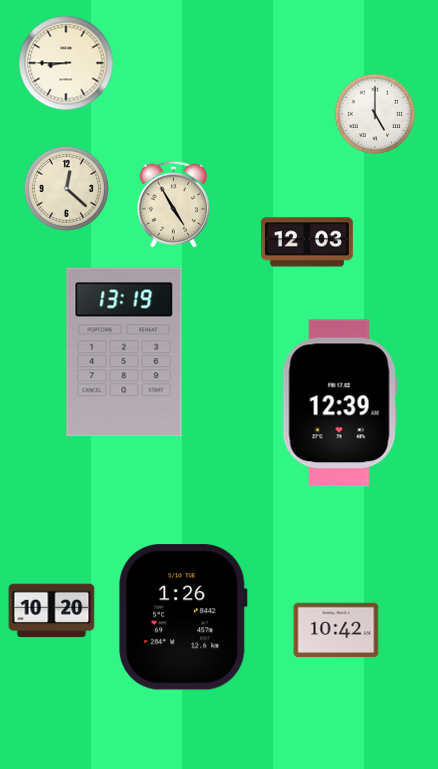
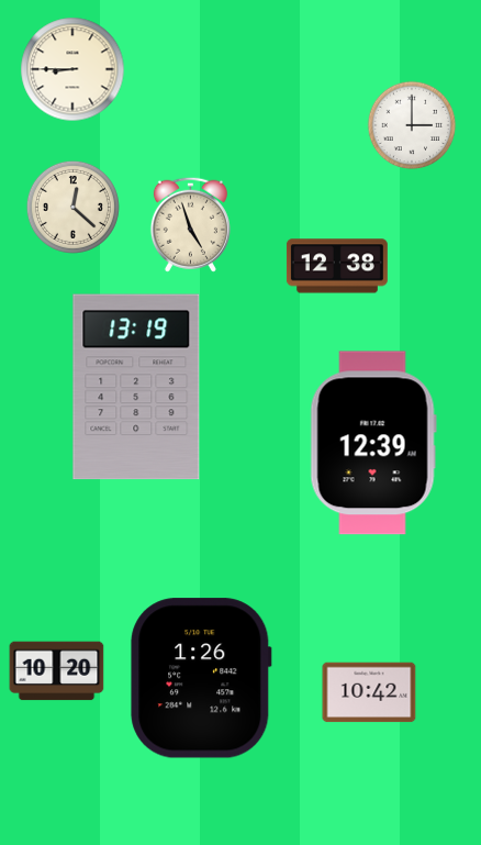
clock at (375, 114): 5:00 -> 3:00
clock at (173, 204): 4:55 -> 4:57
clock at (307, 242): 12:03 -> 12:38
